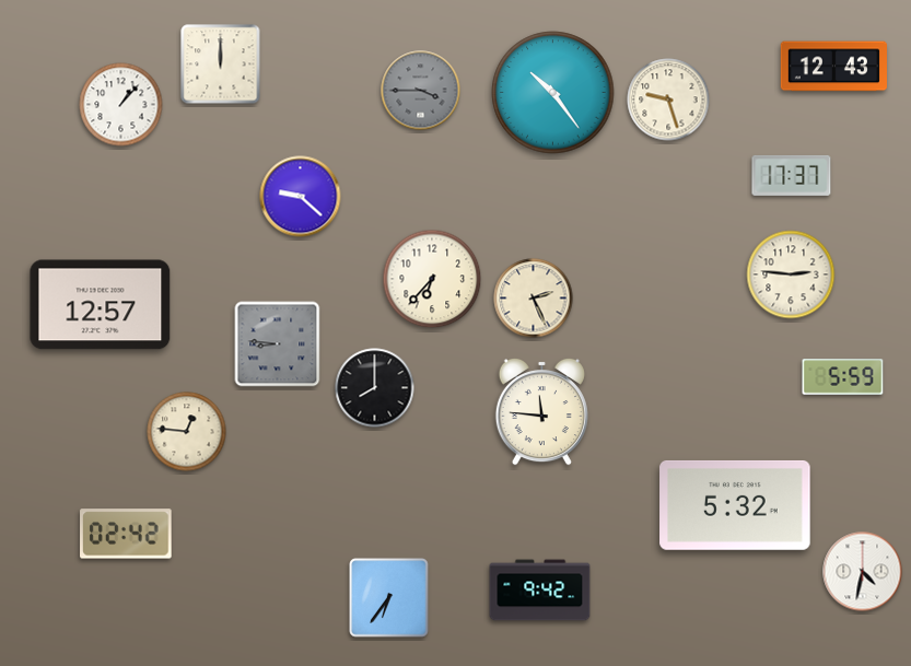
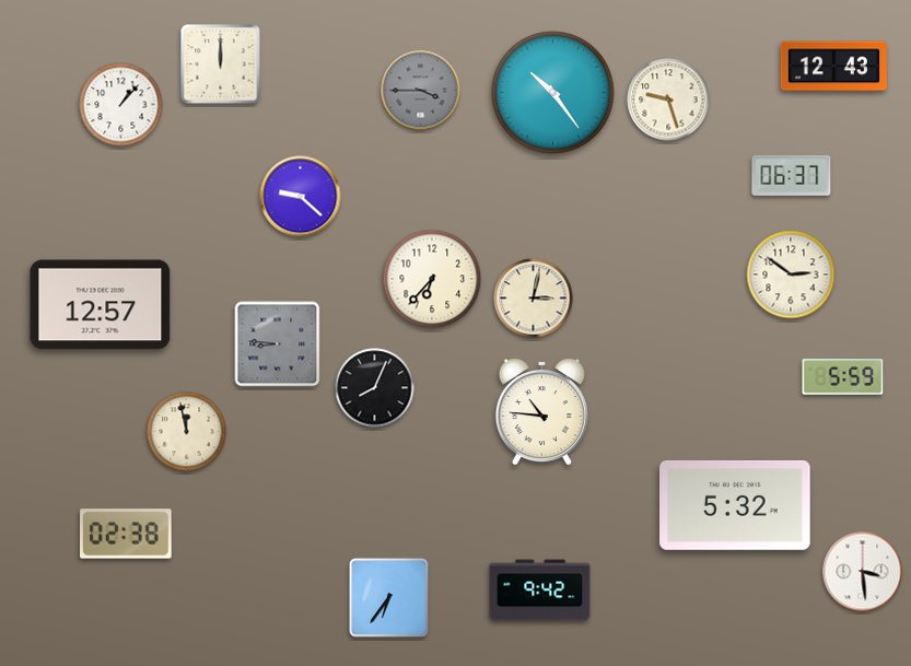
clock at (792, 175): 17:37 -> 06:37
clock at (791, 274): 2:46 -> 2:51
clock at (534, 299): 2:26 -> 3:02
clock at (375, 388): 8:00 -> 8:04
clock at (541, 411): 11:46 -> 10:46
clock at (187, 432): 12:46 -> 11:58
clock at (126, 534): 02:42 -> 02:38
clock at (863, 572): 4:32 -> 3:29
